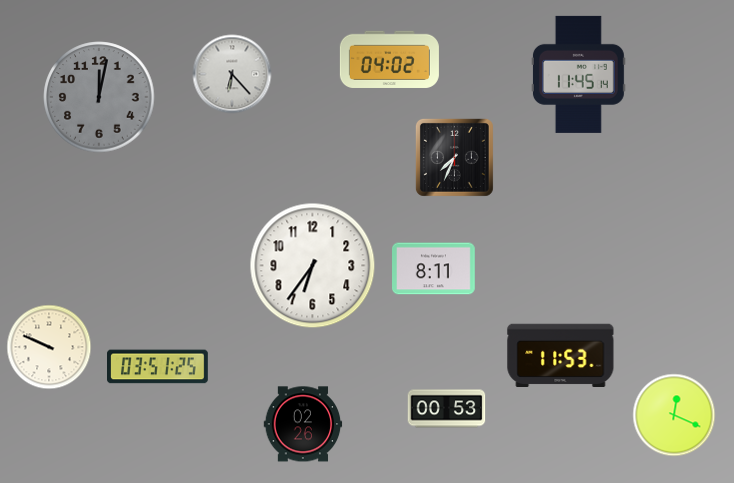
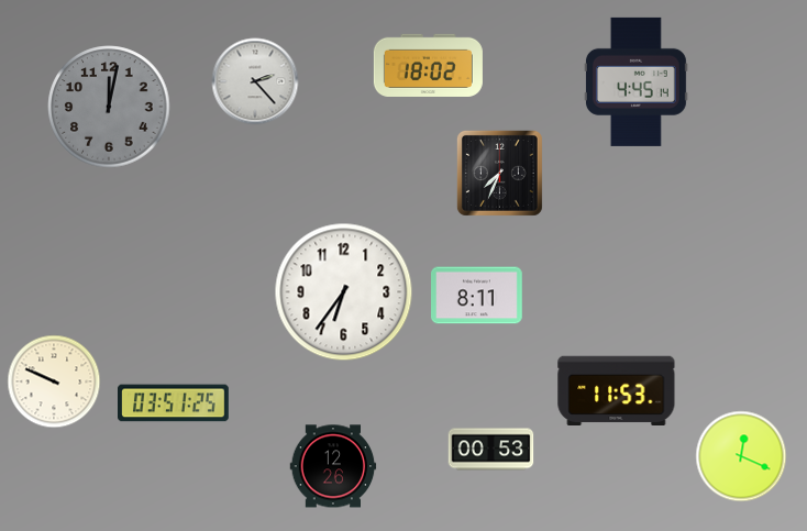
clock at (389, 59): 04:02 -> 18:02
clock at (232, 74): 6:23 -> 2:23
clock at (578, 74): 11:45 -> 4:45
clock at (303, 424): 02:26 -> 12:26
